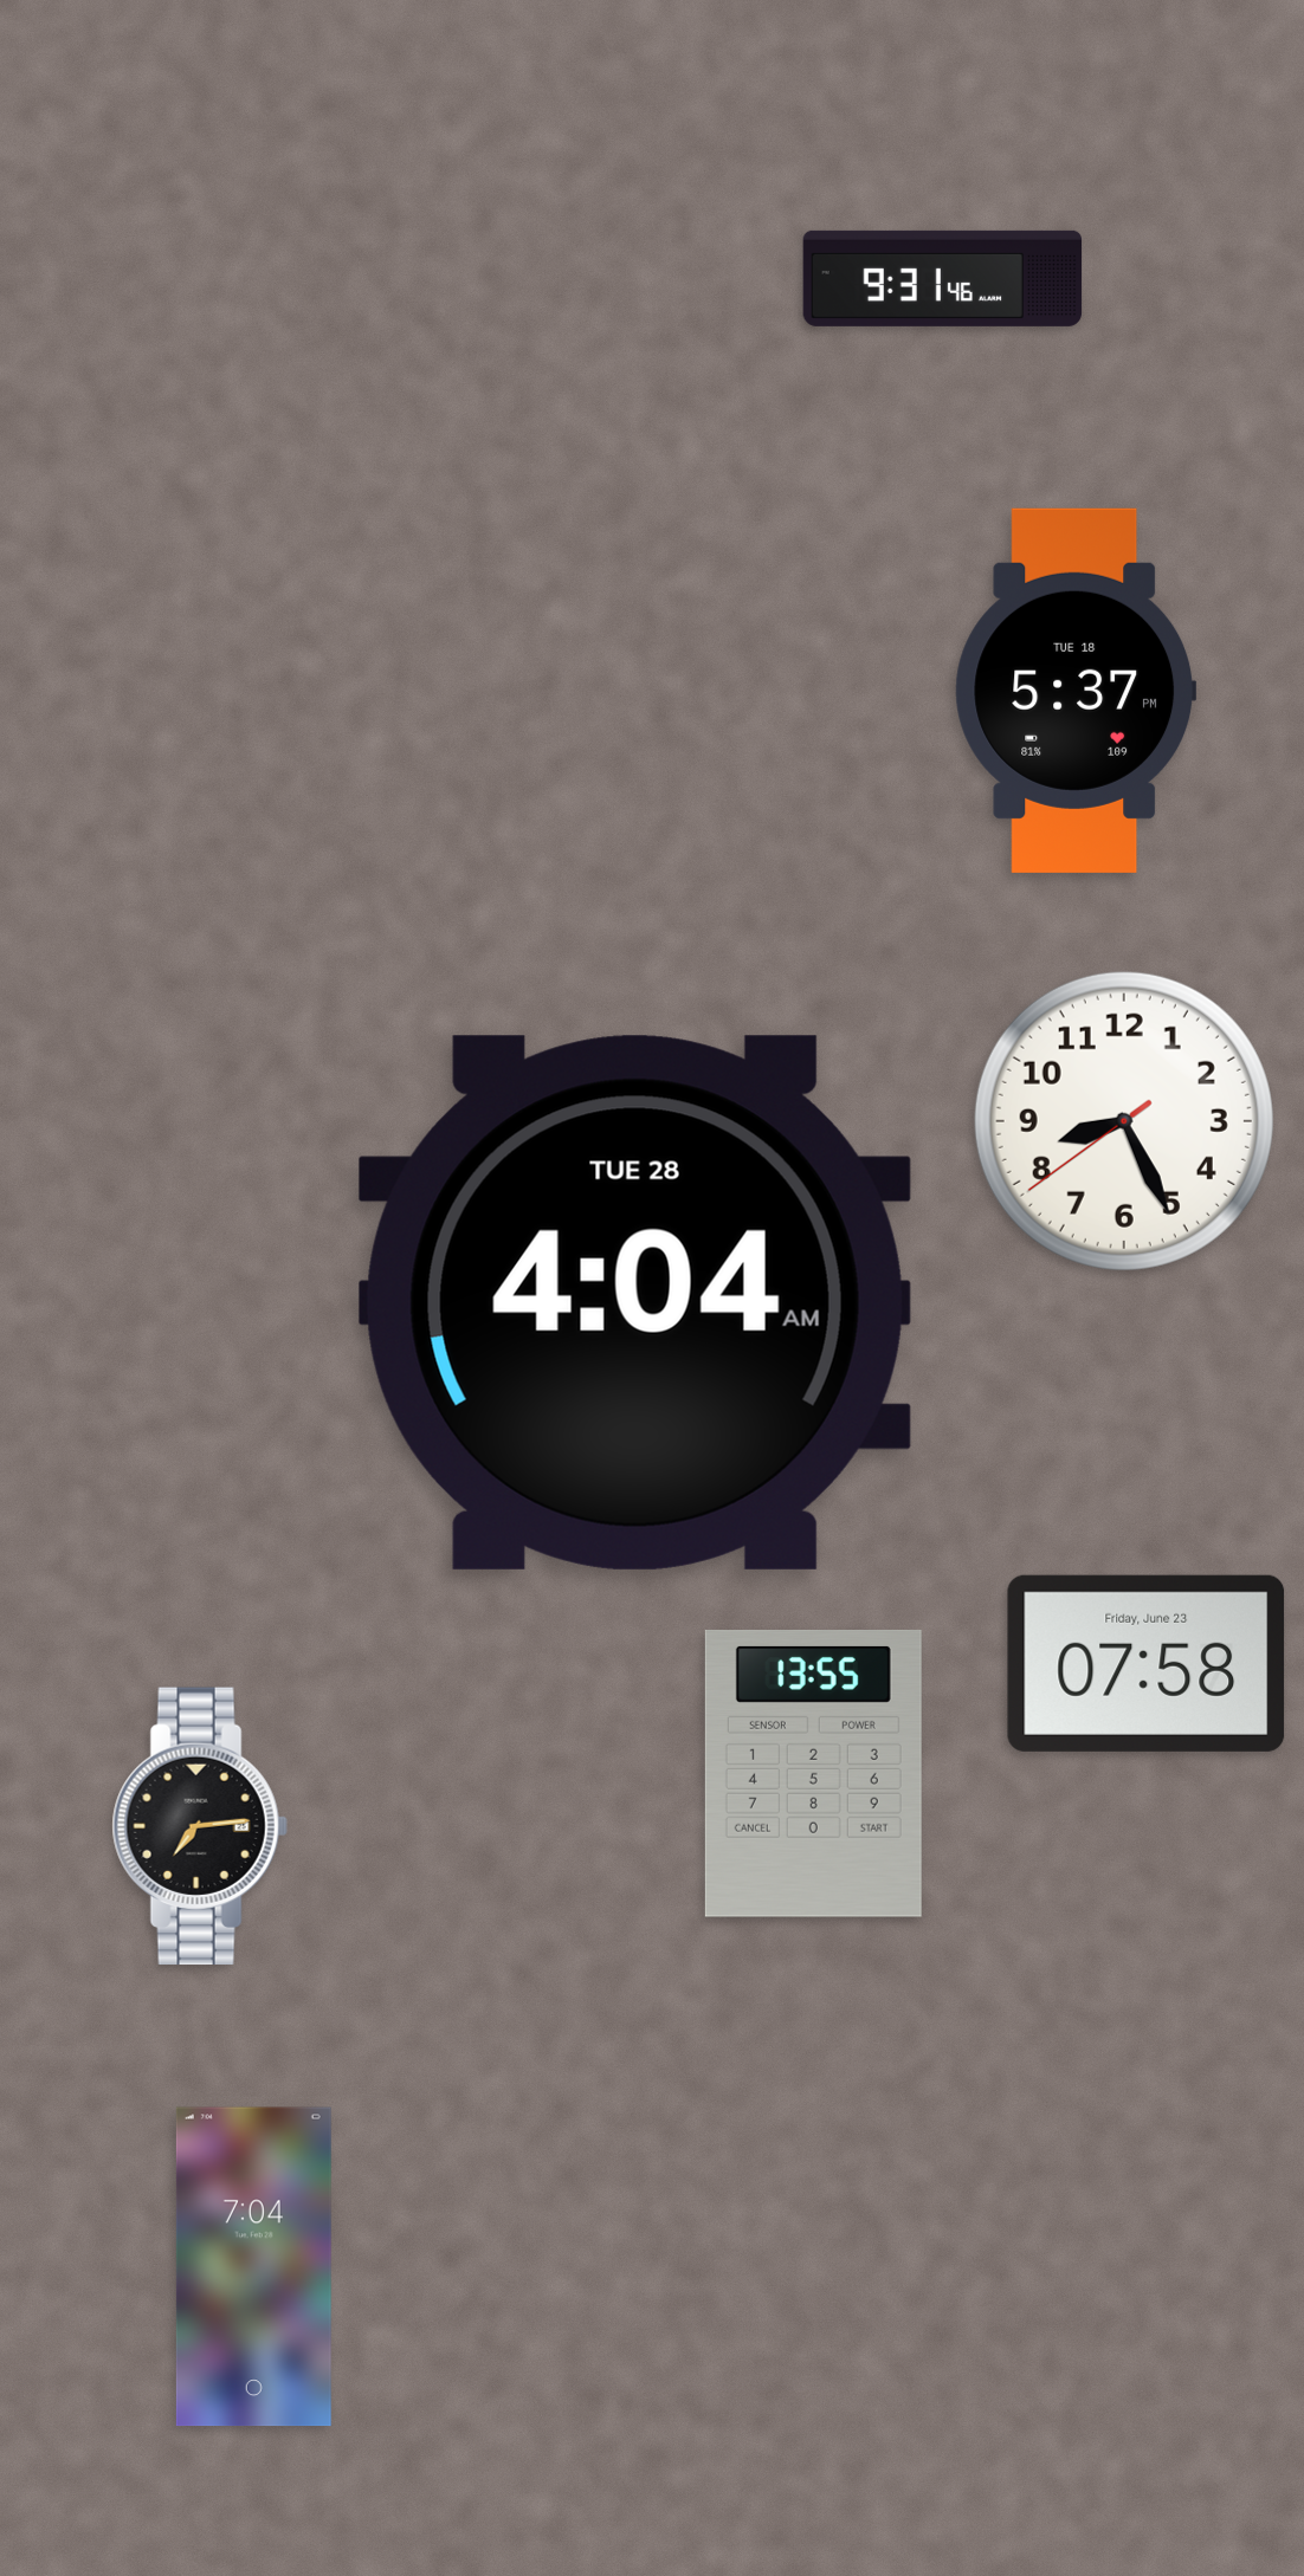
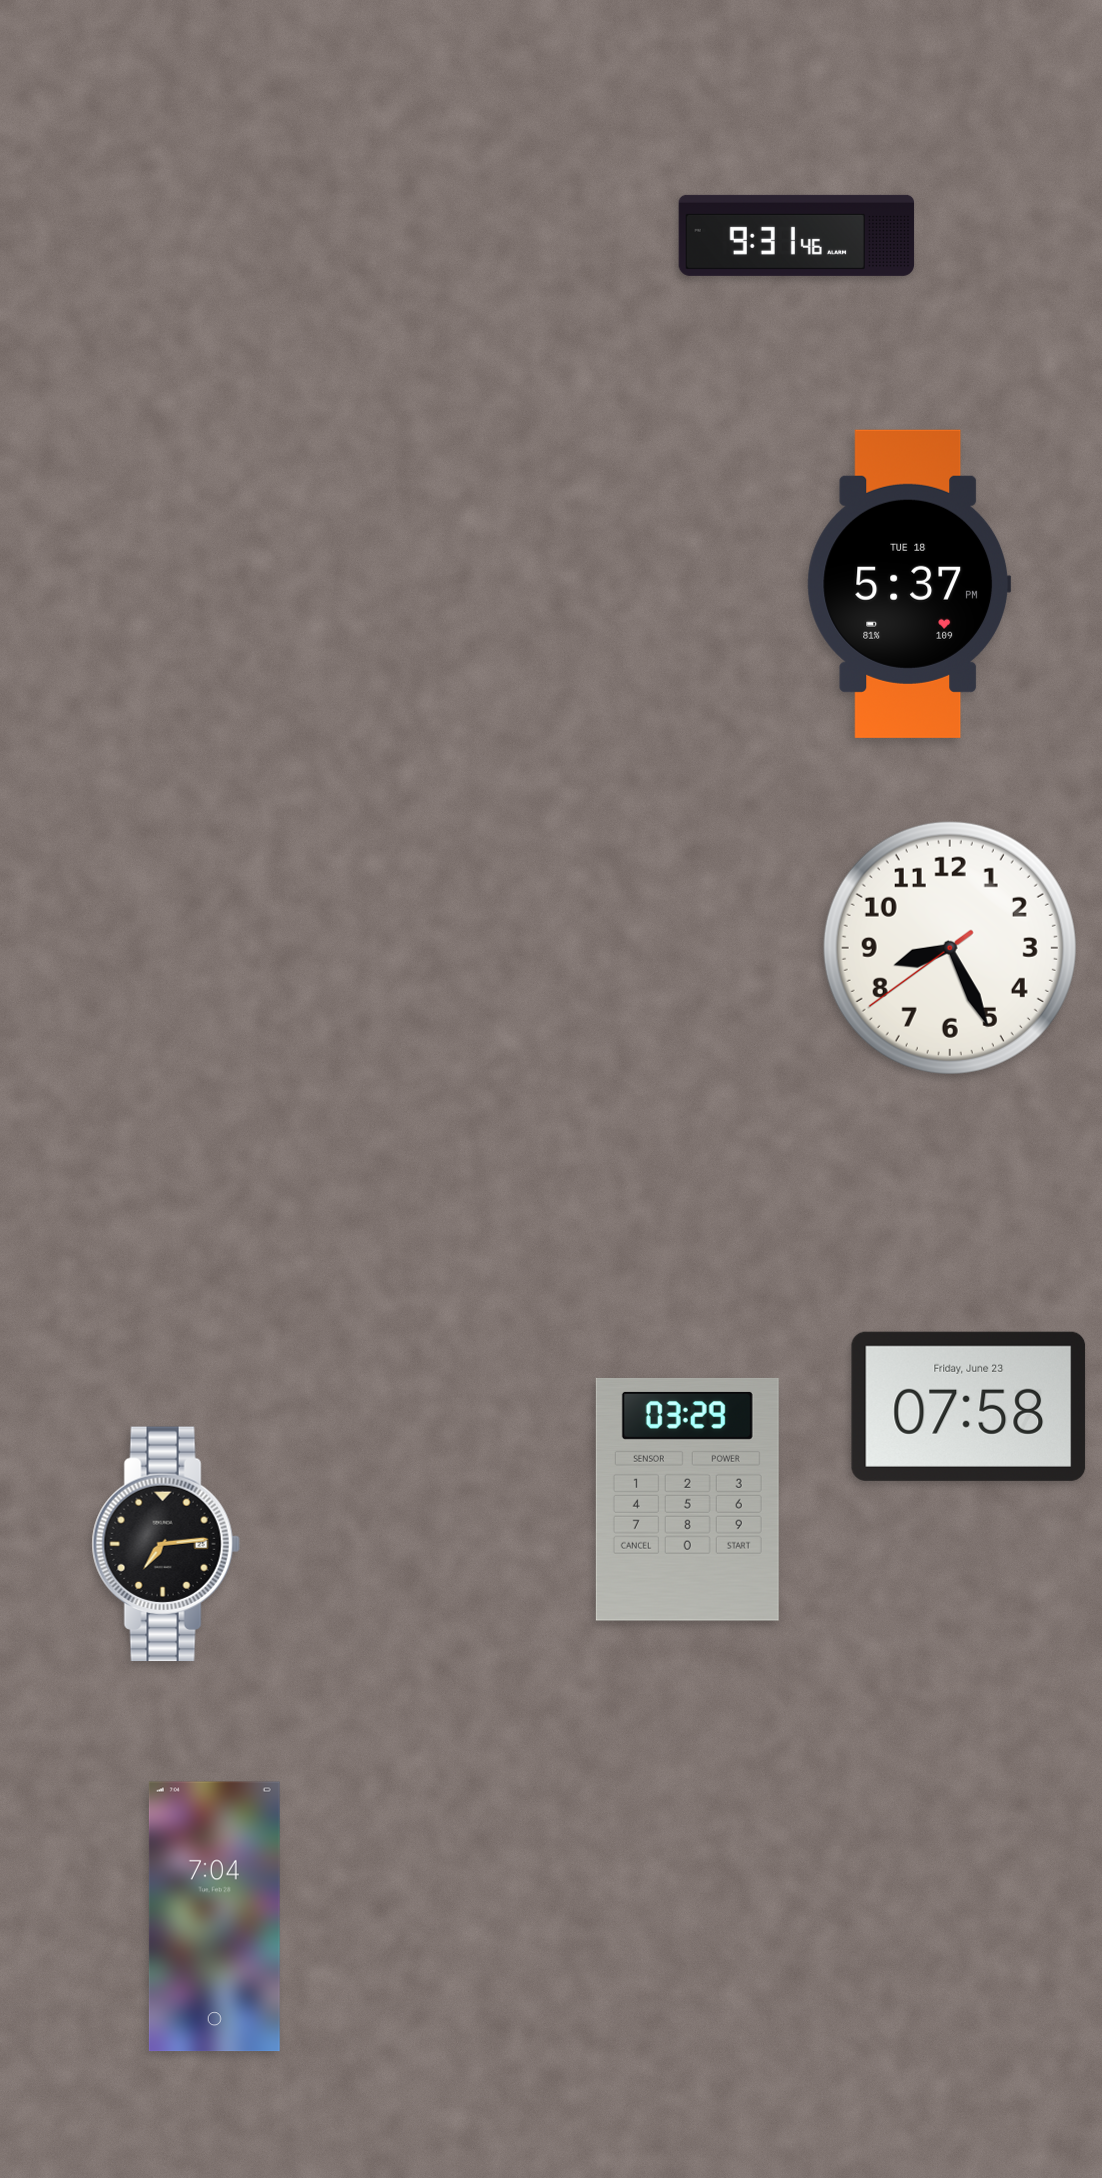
clock at (634, 1302): 4:04 -> none
clock at (813, 1773): 13:55 -> 03:29
clock at (200, 1826) position: (200, 1826) -> (166, 1544)
